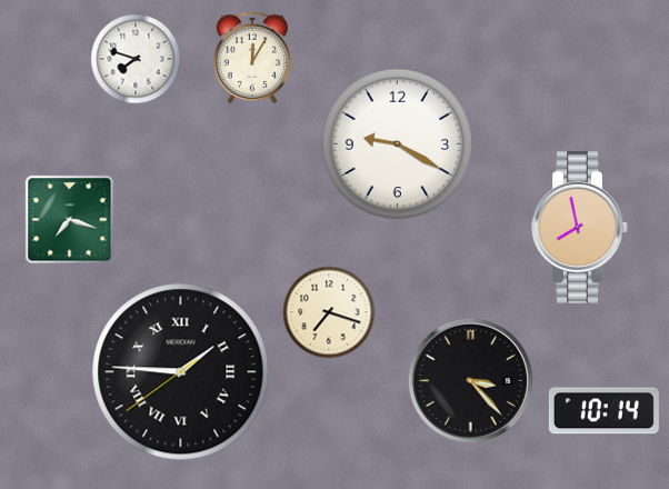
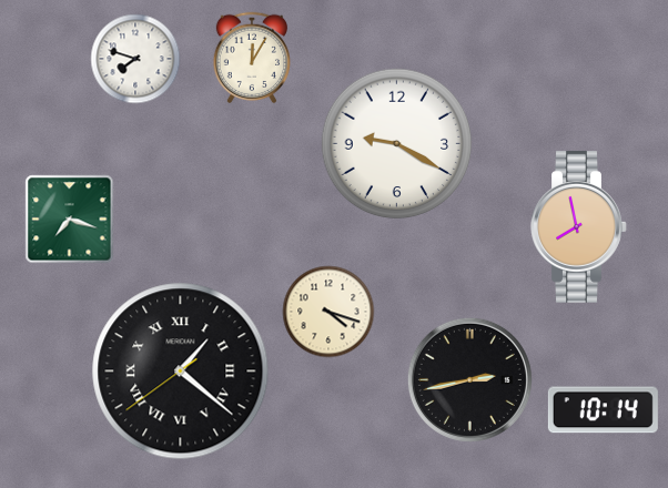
clock at (329, 312): 7:18 -> 4:18
clock at (181, 372): 1:45 -> 1:21
clock at (470, 380): 3:23 -> 2:43
